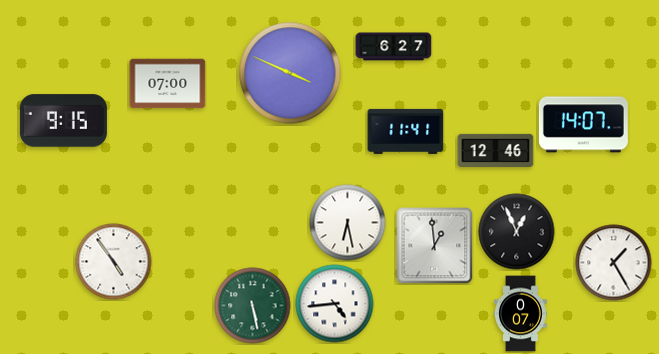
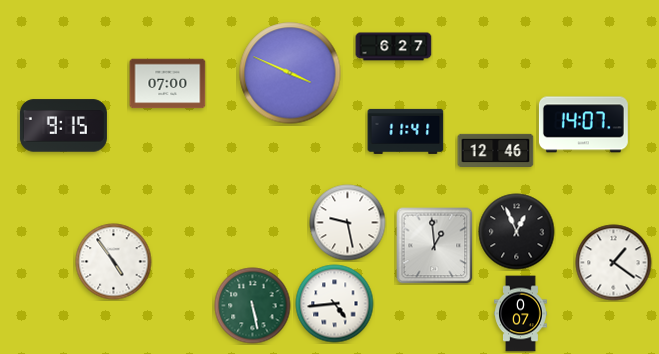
clock at (63, 121) position: (63, 121) -> (63, 126)
clock at (348, 223): 6:28 -> 9:28
clock at (614, 263): 1:25 -> 1:21
